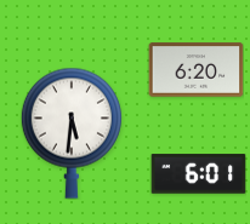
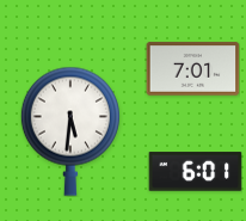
clock at (195, 70): 6:20 -> 7:01
